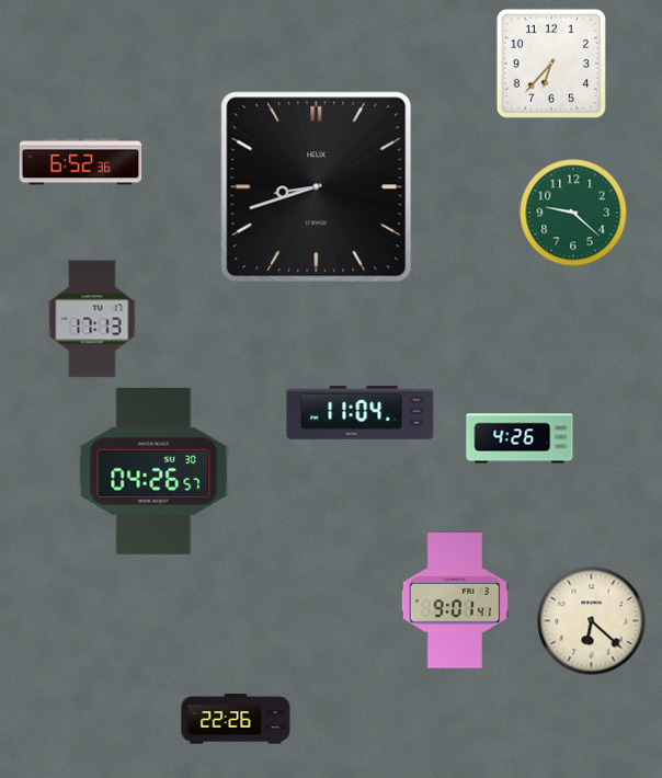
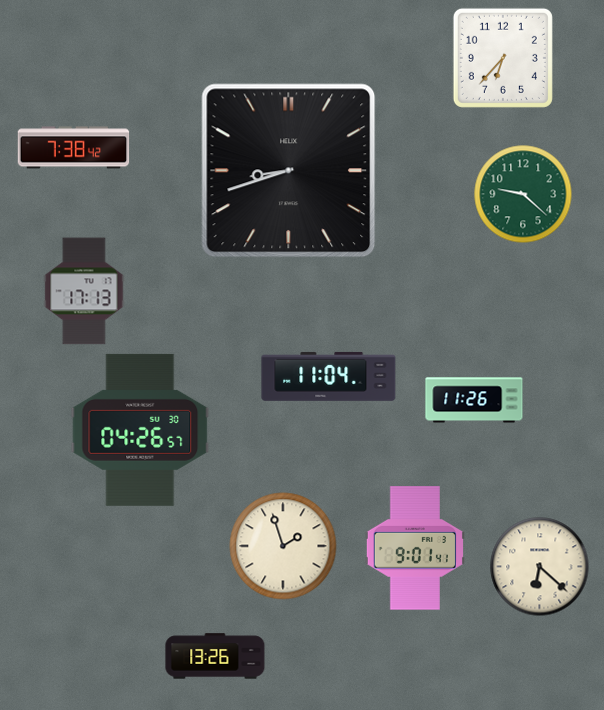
clock at (81, 162): 6:52 -> 7:38
clock at (520, 438): 4:26 -> 11:26
clock at (283, 546): none -> 1:57
clock at (236, 719): 22:26 -> 13:26
